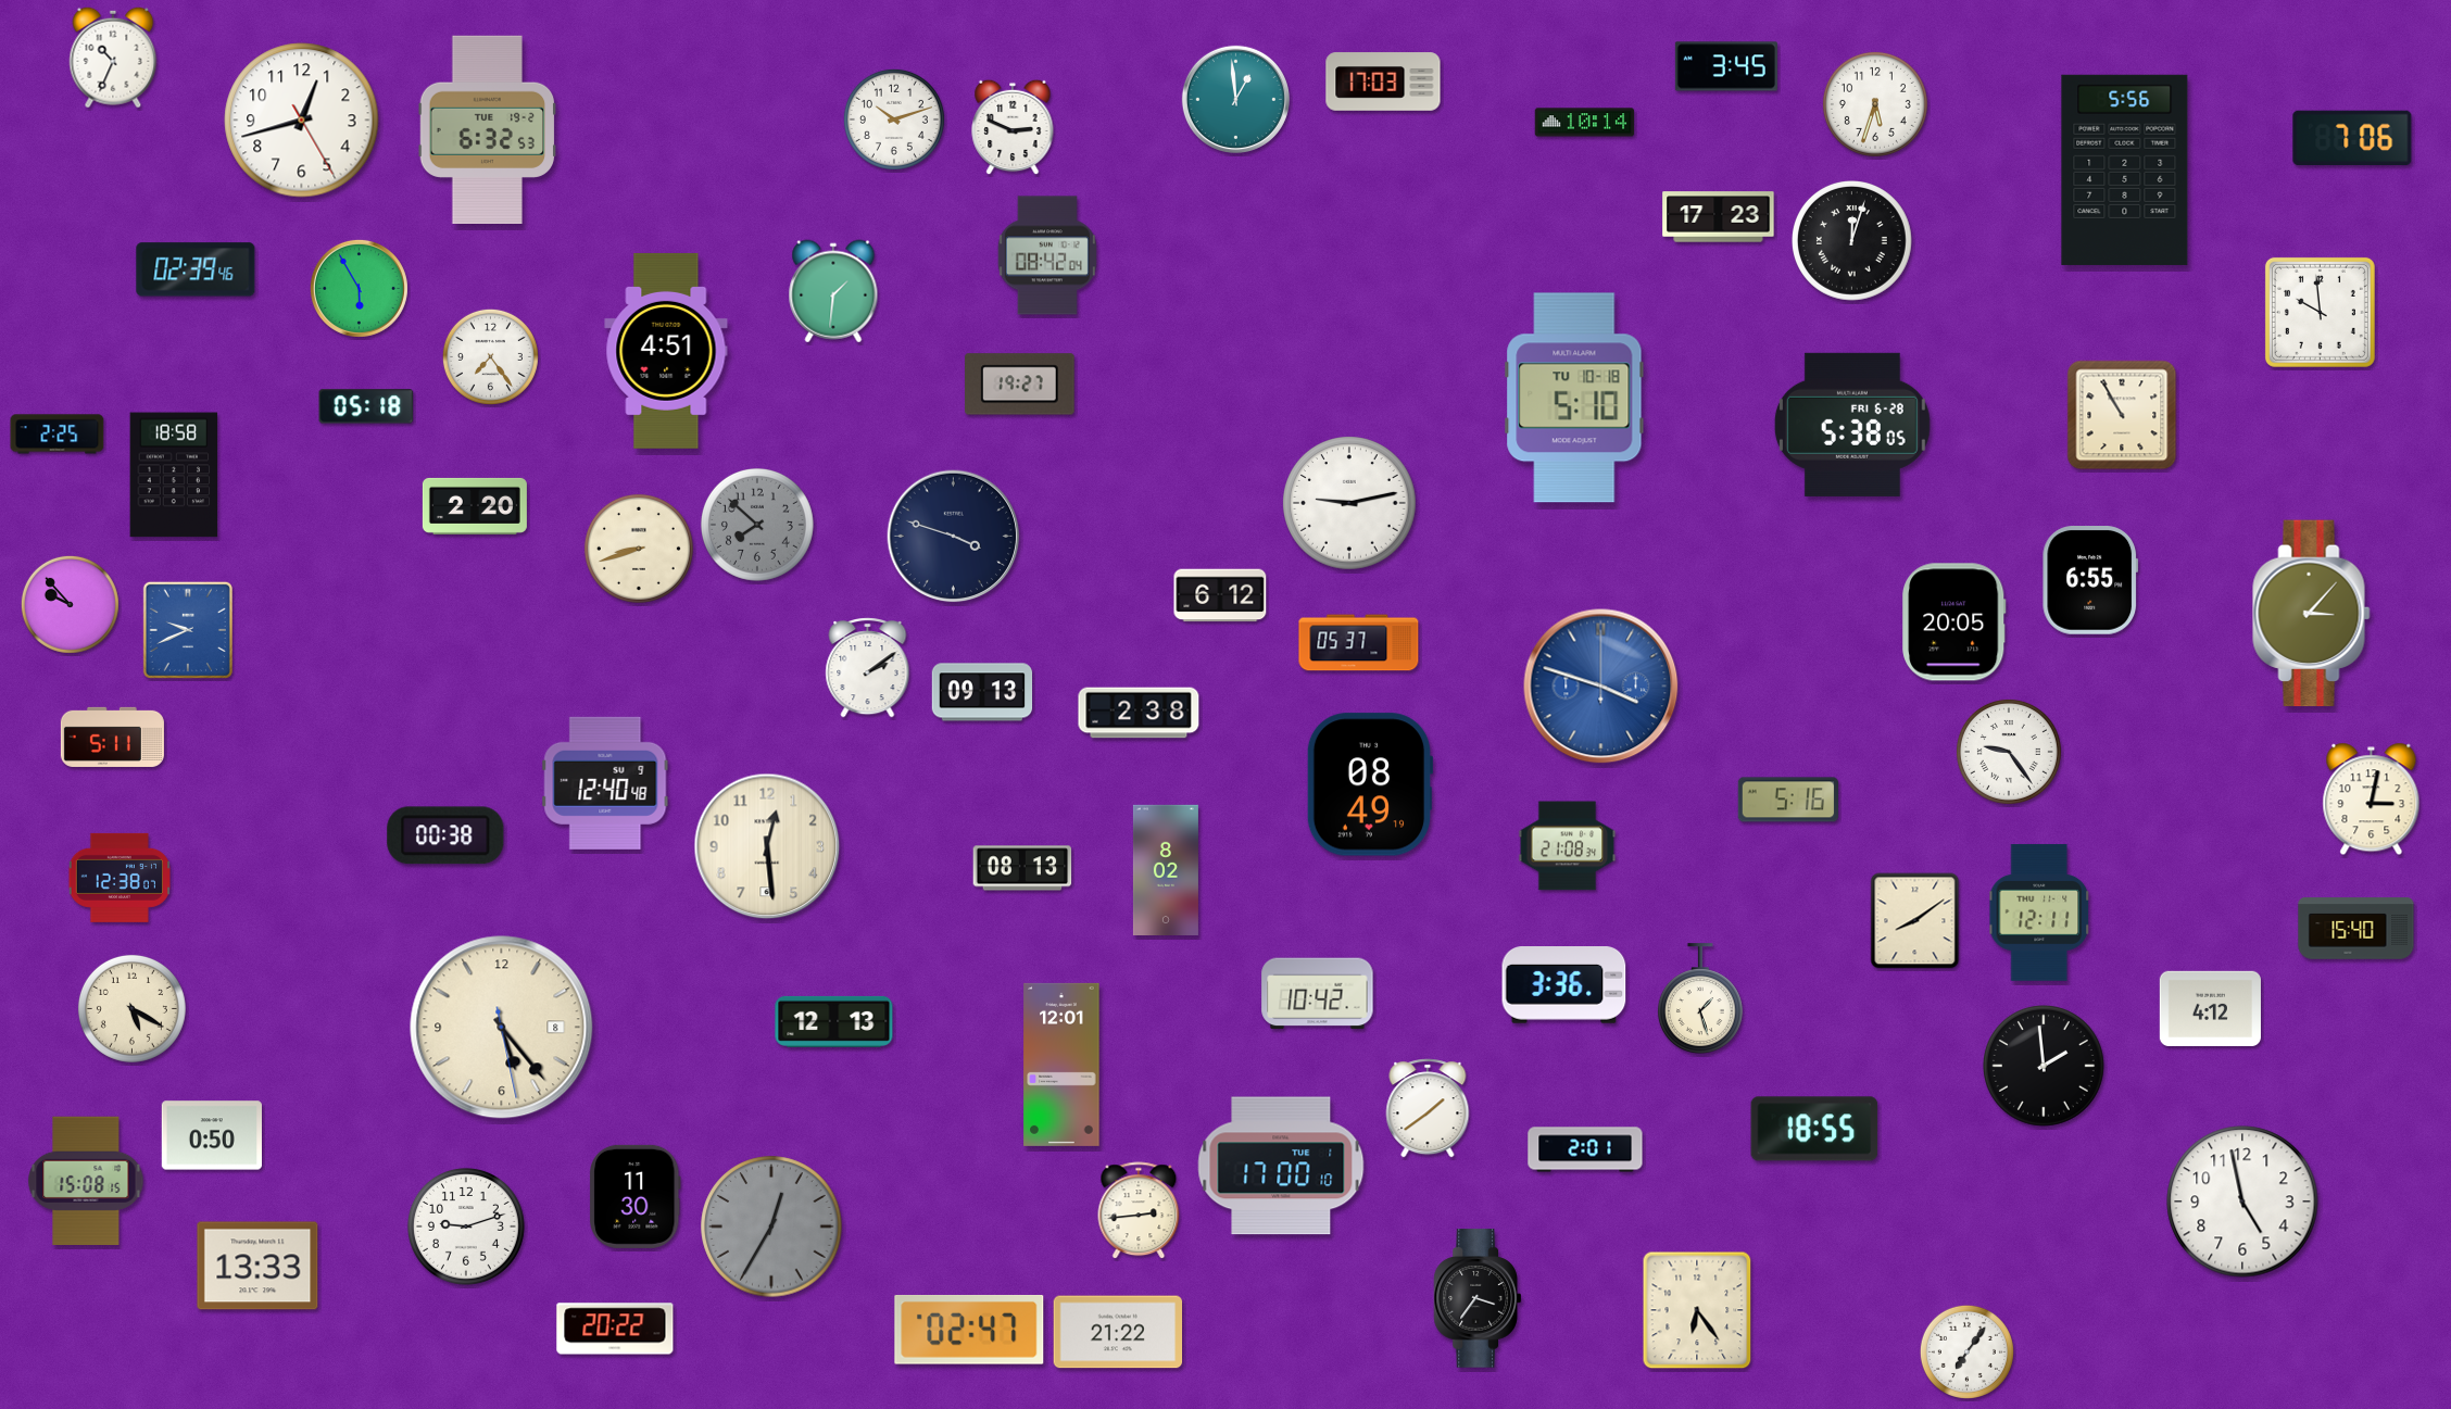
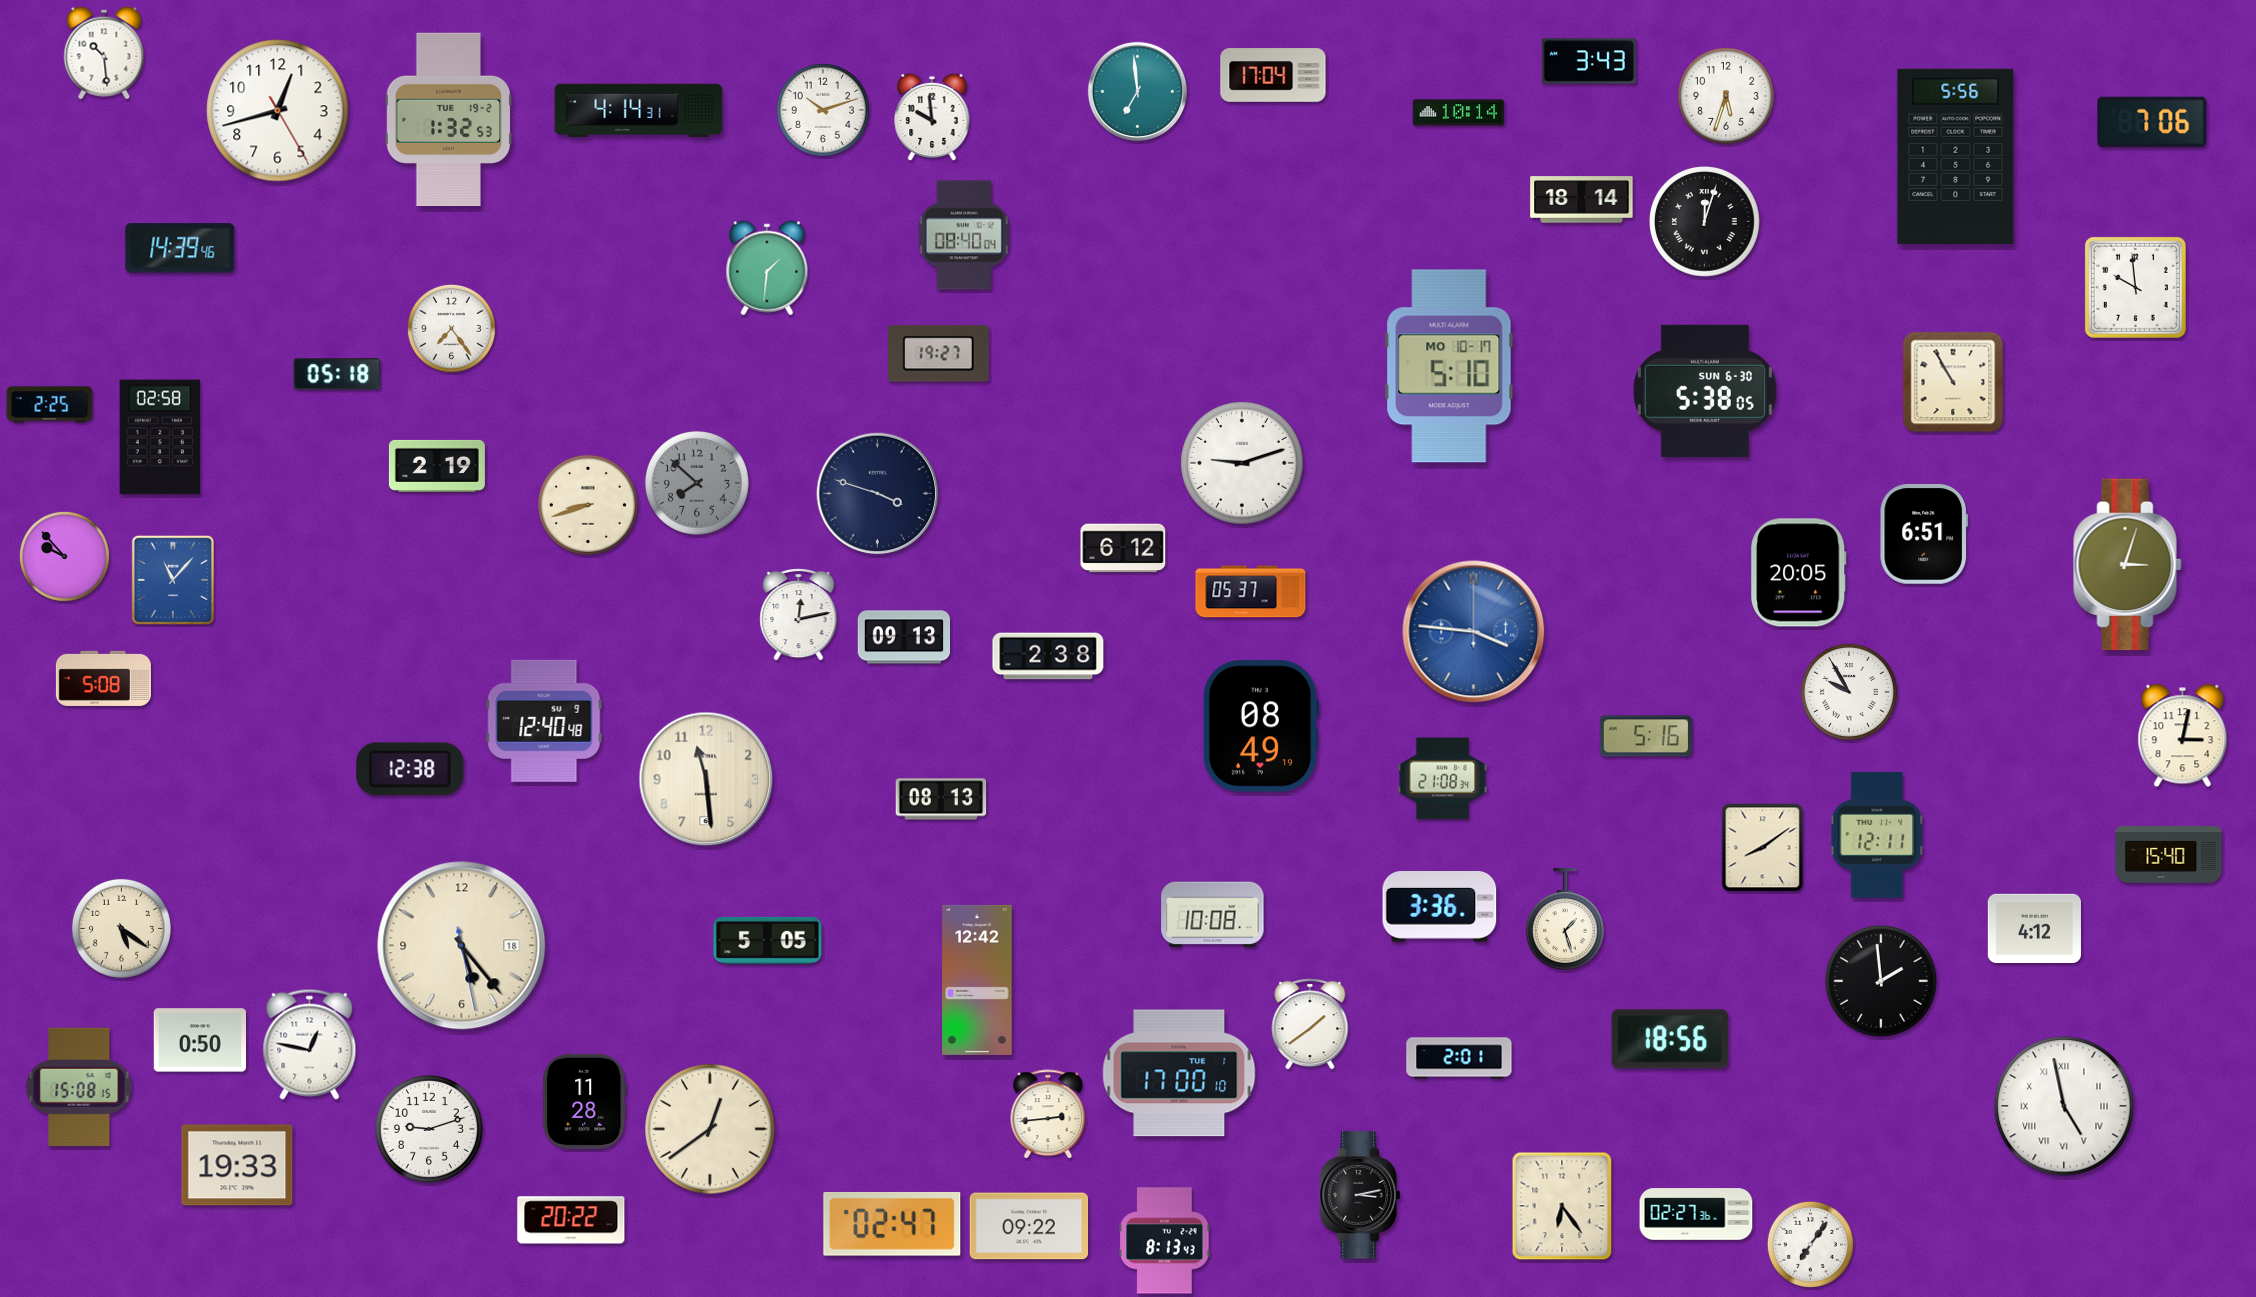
clock at (113, 58): 10:34 -> 10:29
clock at (1726, 66): 3:45 -> 3:43
clock at (1383, 81): 17:03 -> 17:04
clock at (1235, 99): 12:59 -> 6:59
clock at (639, 111): none -> 4:14
clock at (1013, 127): 2:49 -> 9:59
clock at (488, 129): 6:32 -> 1:32
clock at (2352, 138) position: (2352, 138) -> (2152, 122)
clock at (1719, 217): 17:23 -> 18:14
clock at (1047, 255): 08:42 -> 08:40
clock at (196, 269): 02:39 -> 14:39
clock at (359, 288): 5:55 -> none
clock at (666, 351): 4:51 -> none
clock at (1574, 398) date: TU 10-18 -> MO 10-17
clock at (1852, 425) date: FRI 6-28 -> SUN 6-30
clock at (58, 435) position: (58, 435) -> (50, 405)
clock at (174, 475): 18:58 -> 02:58
clock at (1349, 503): 9:13 -> 9:12
clock at (475, 506): 2:20 -> 2:19
clock at (2090, 580): 6:55 -> 6:51
clock at (2312, 614): 3:07 -> 3:03
clock at (188, 630): 9:41 -> 11:07
clock at (868, 668): 2:09 -> 12:13
clock at (1601, 687): 3:48 -> 3:46
clock at (112, 737): 5:11 -> 5:08
clock at (2009, 752): 9:24 -> 9:55
clock at (605, 783) position: (605, 783) -> (544, 721)
clock at (1370, 784) position: (1370, 784) -> (1261, 726)
clock at (445, 835): 00:38 -> 12:38
clock at (767, 846): 12:29 -> 11:29
clock at (1166, 869): 8:02 -> none
clock at (118, 878): 12:38 -> none
clock at (2038, 913) position: (2038, 913) -> (1876, 835)
clock at (1318, 994): 10:42 -> 10:08
clock at (131, 1008): 5:20 -> 5:21
clock at (834, 1021): 12:13 -> 5:05
clock at (502, 1028) date: 8 -> 18
clock at (1061, 1065): 12:01 -> 12:42
clock at (1428, 1108) position: (1428, 1108) -> (1310, 1024)
clock at (1814, 1129): 18:55 -> 18:56
clock at (310, 1044): none -> 12:47
clock at (212, 1135) position: (212, 1135) -> (200, 1040)
clock at (636, 1196): 11:30 -> 11:28
clock at (2242, 1202) numerals: Arabic -> Roman
clock at (771, 1226): 12:35 -> 12:39
clock at (771, 1226) dial: grey -> cream
clock at (257, 1266): 13:33 -> 19:33
clock at (1476, 1298): 3:36 -> 3:13
clock at (1696, 1214): none -> 02:27
clock at (615, 1329) position: (615, 1329) -> (571, 1220)
clock at (1118, 1332): 21:22 -> 09:22
clock at (1165, 1241): none -> 8:13
